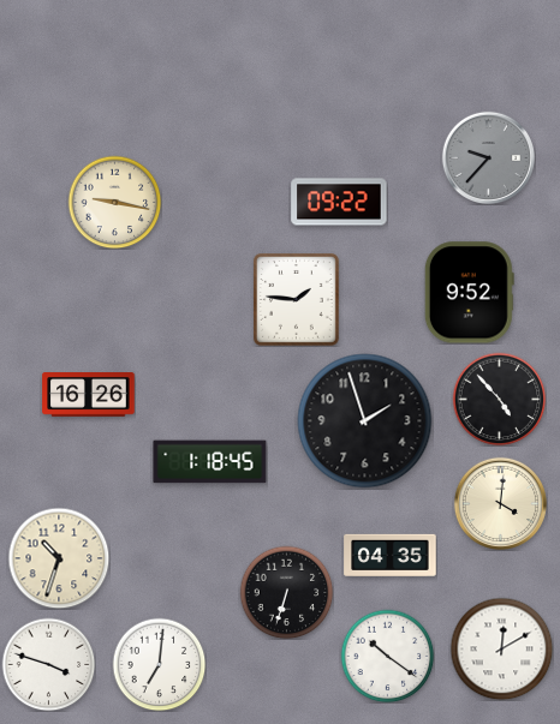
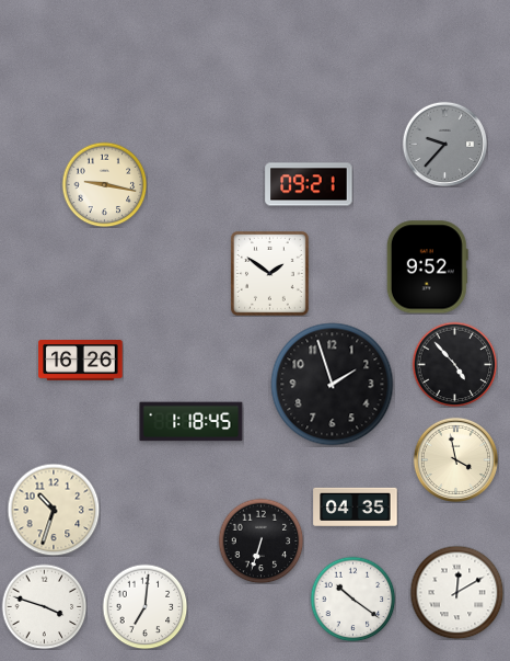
clock at (339, 202): 09:22 -> 09:21
clock at (296, 300): 1:46 -> 1:51
clock at (500, 503): 4:01 -> 3:58
